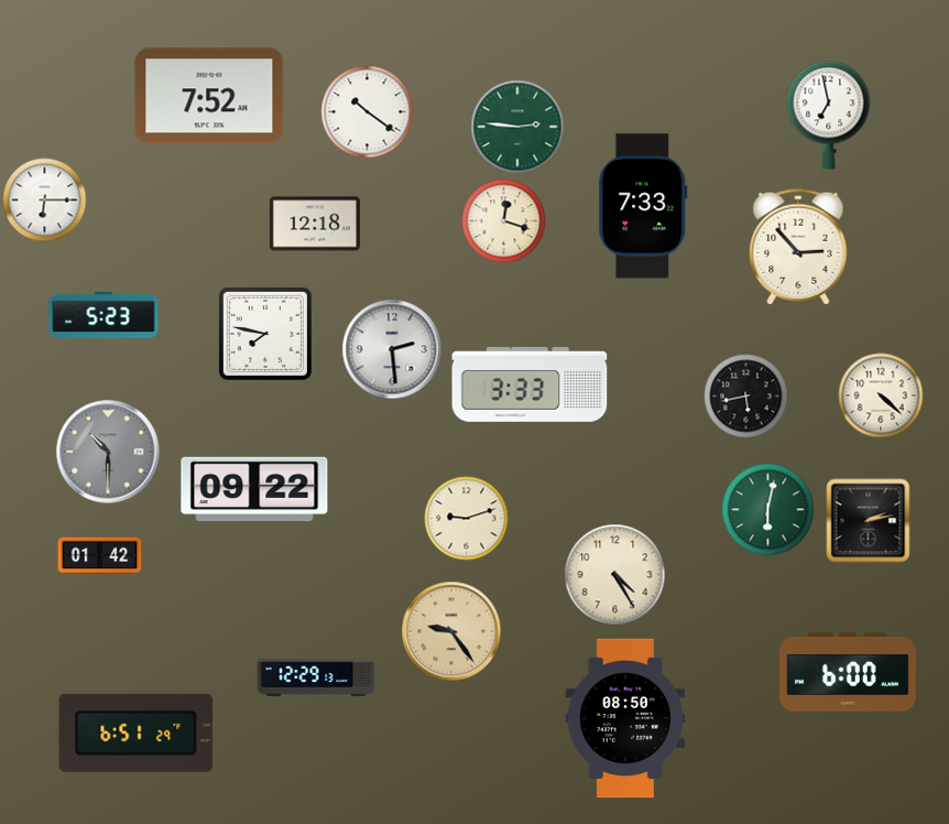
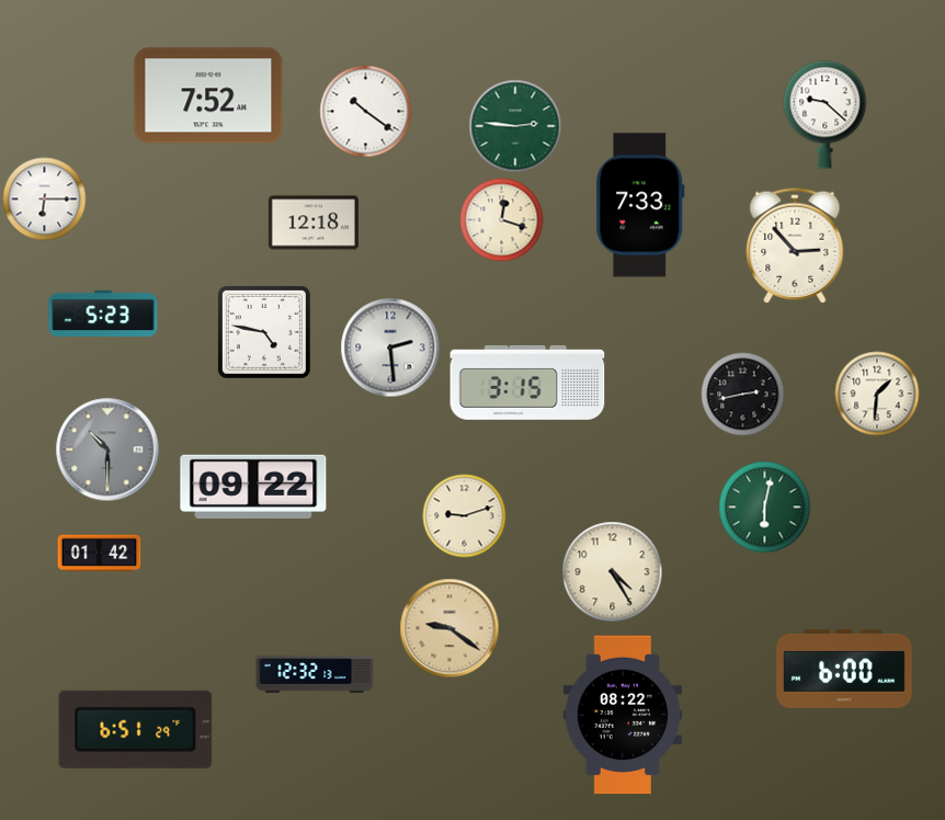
clock at (829, 116): 6:58 -> 9:22
clock at (265, 334): 7:47 -> 4:47
clock at (530, 384): 3:33 -> 3:15
clock at (881, 395): 4:22 -> 1:31
clock at (746, 397): 5:43 -> 2:43
clock at (869, 521): 2:13 -> none
clock at (451, 631): 9:24 -> 9:21
clock at (316, 677): 12:29 -> 12:32
clock at (625, 718): 08:50 -> 08:22
